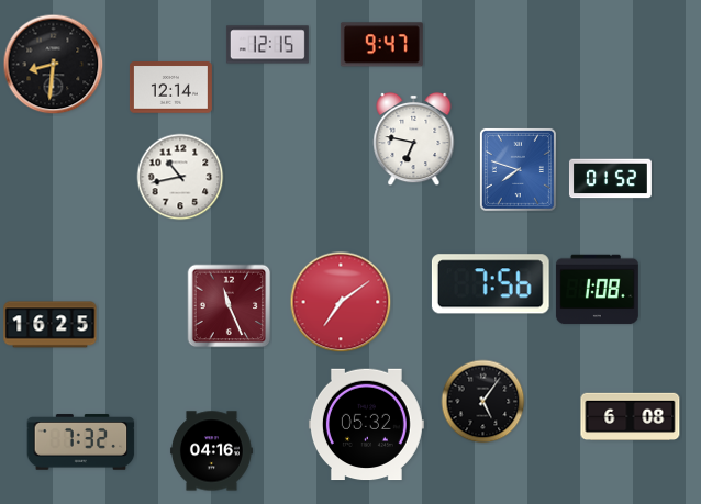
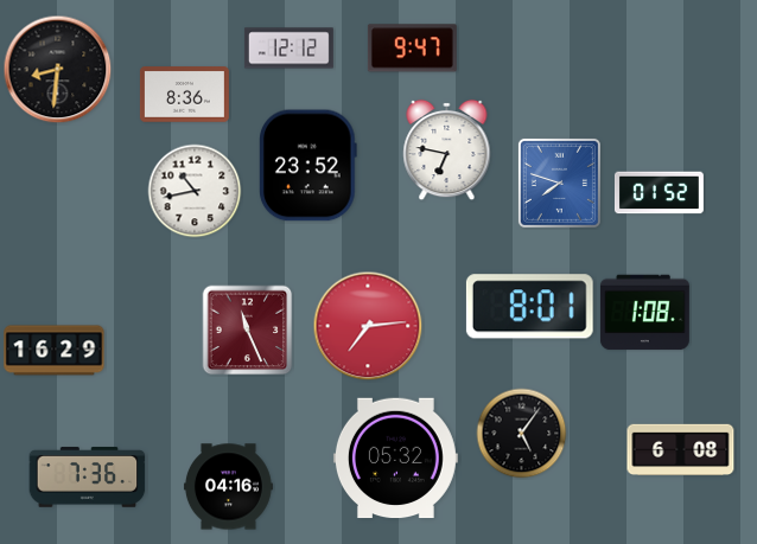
clock at (267, 45): 12:15 -> 12:12
clock at (170, 88): 12:14 -> 8:36
clock at (308, 166): none -> 23:52
clock at (490, 284): 7:56 -> 8:01
clock at (341, 302): 7:09 -> 7:14
clock at (51, 325): 16:25 -> 16:29
clock at (81, 443): 7:32 -> 7:36
